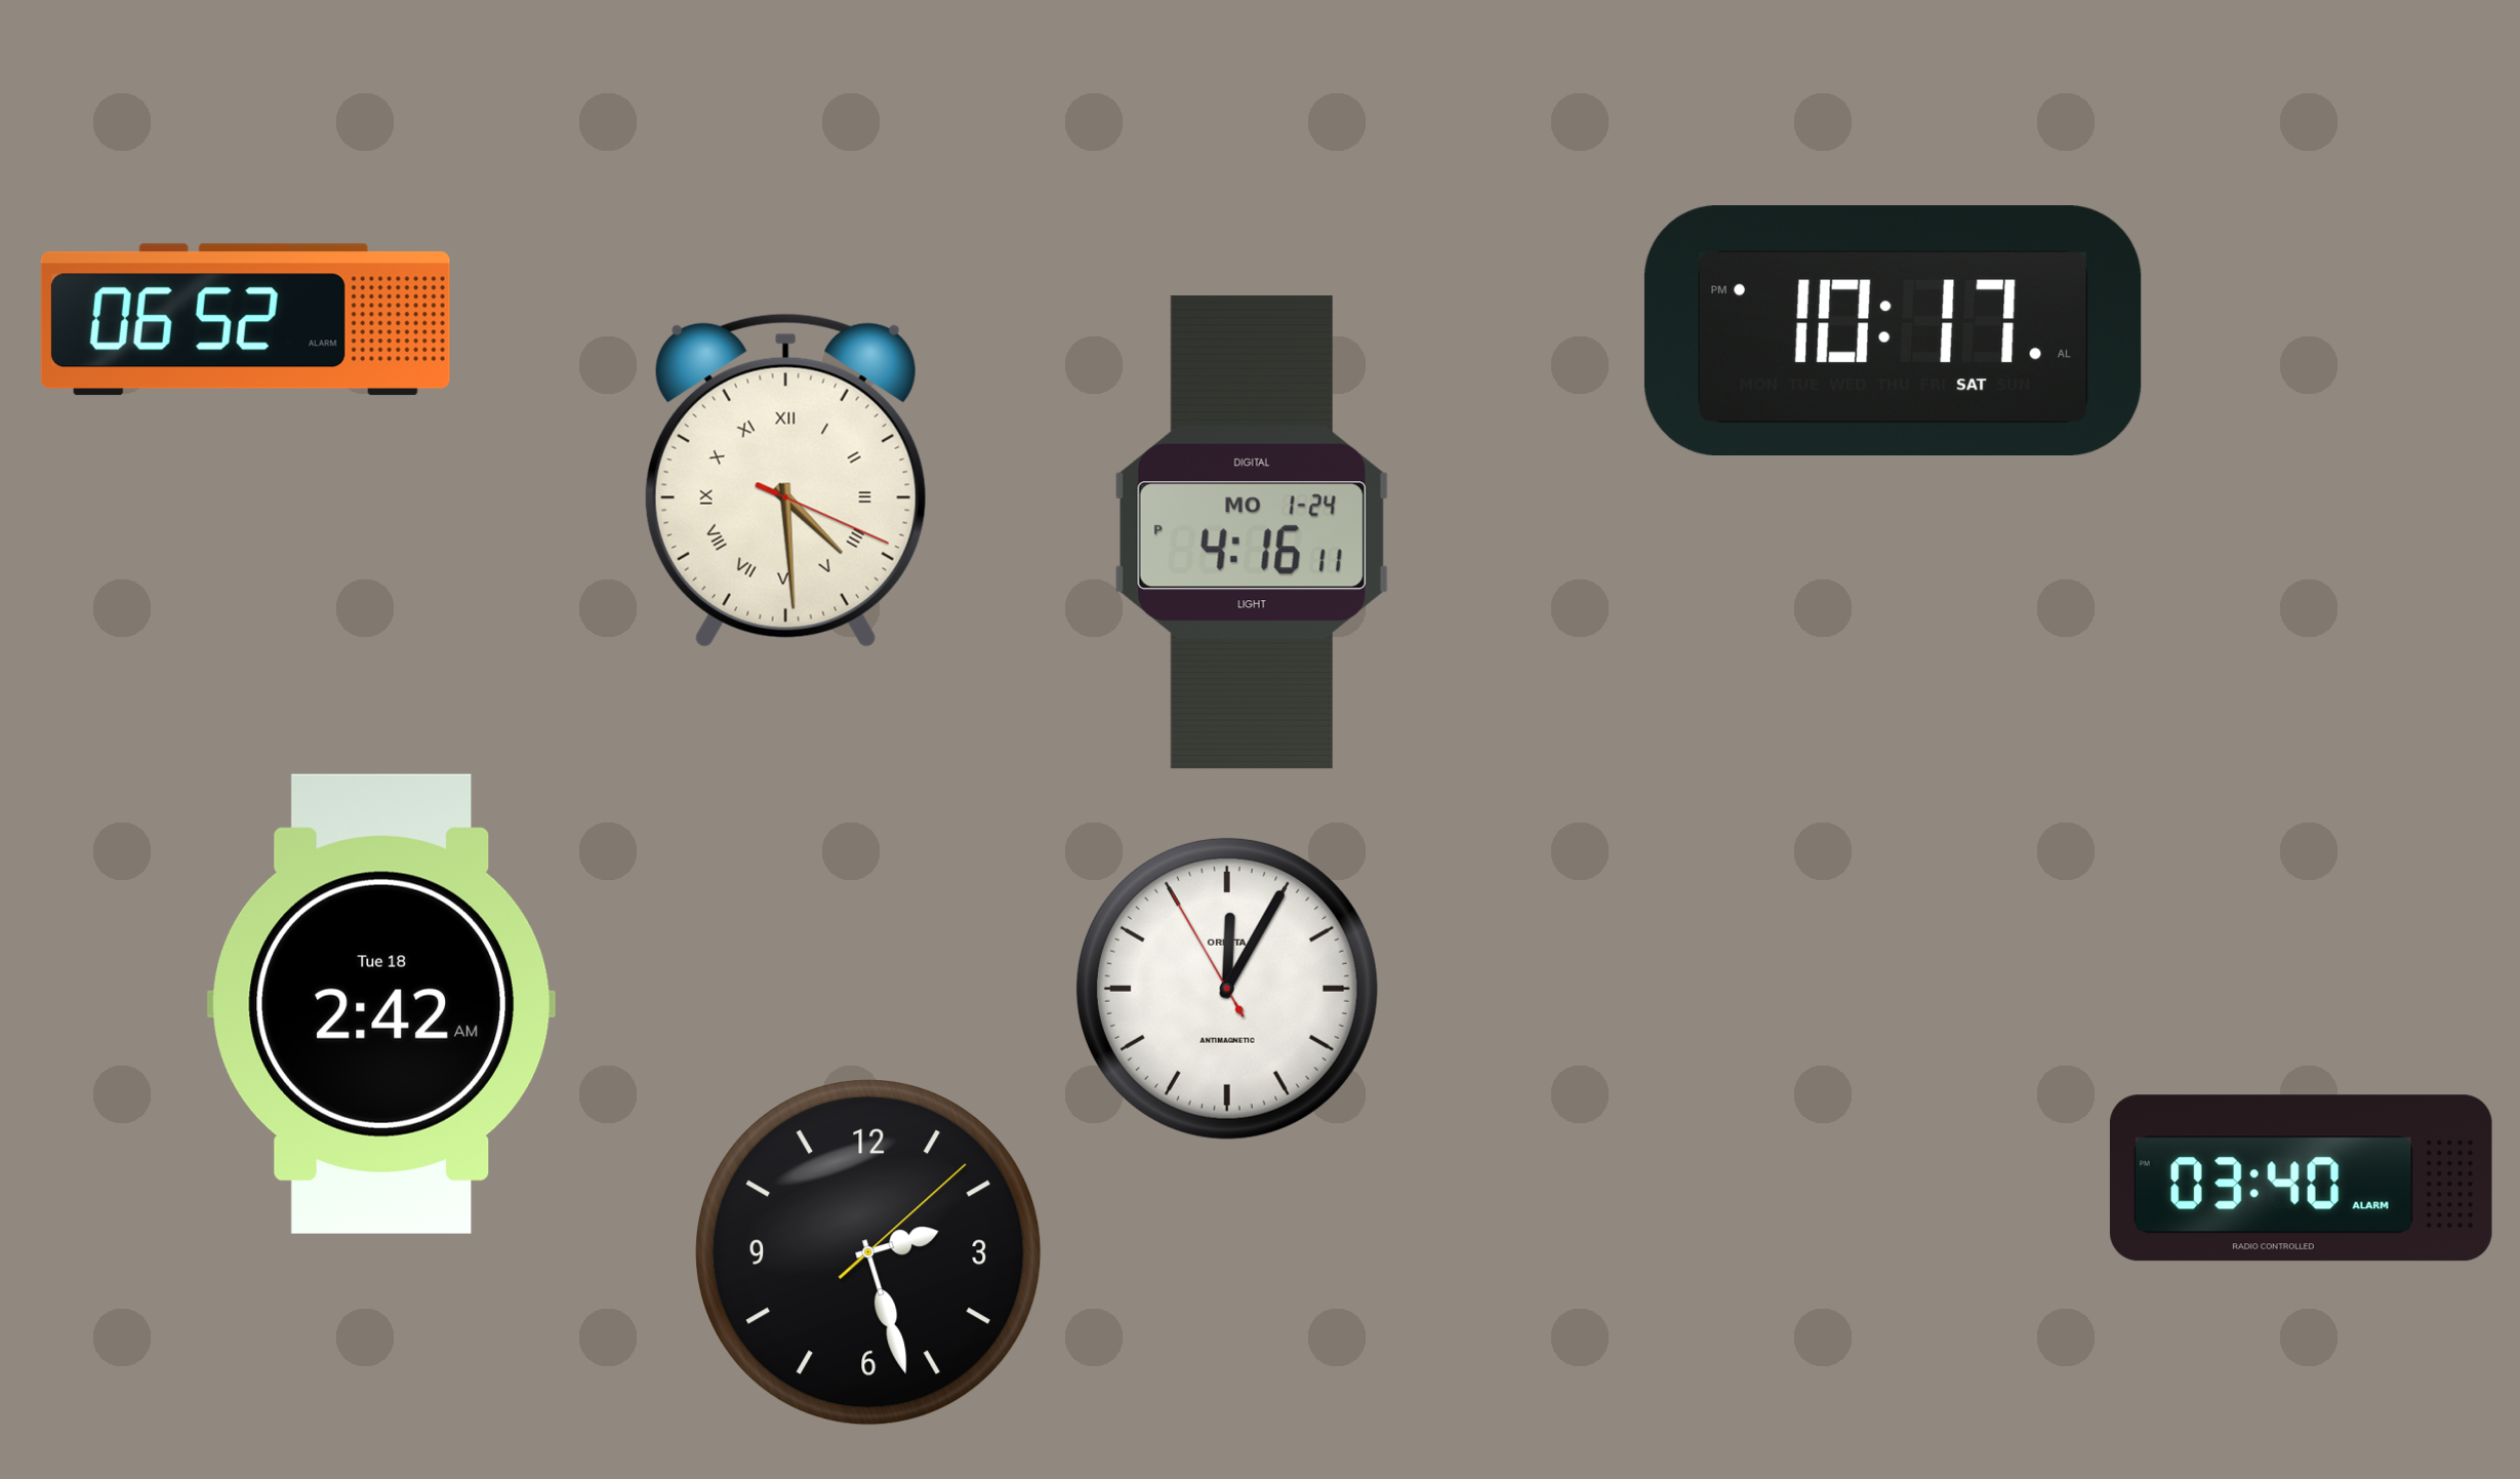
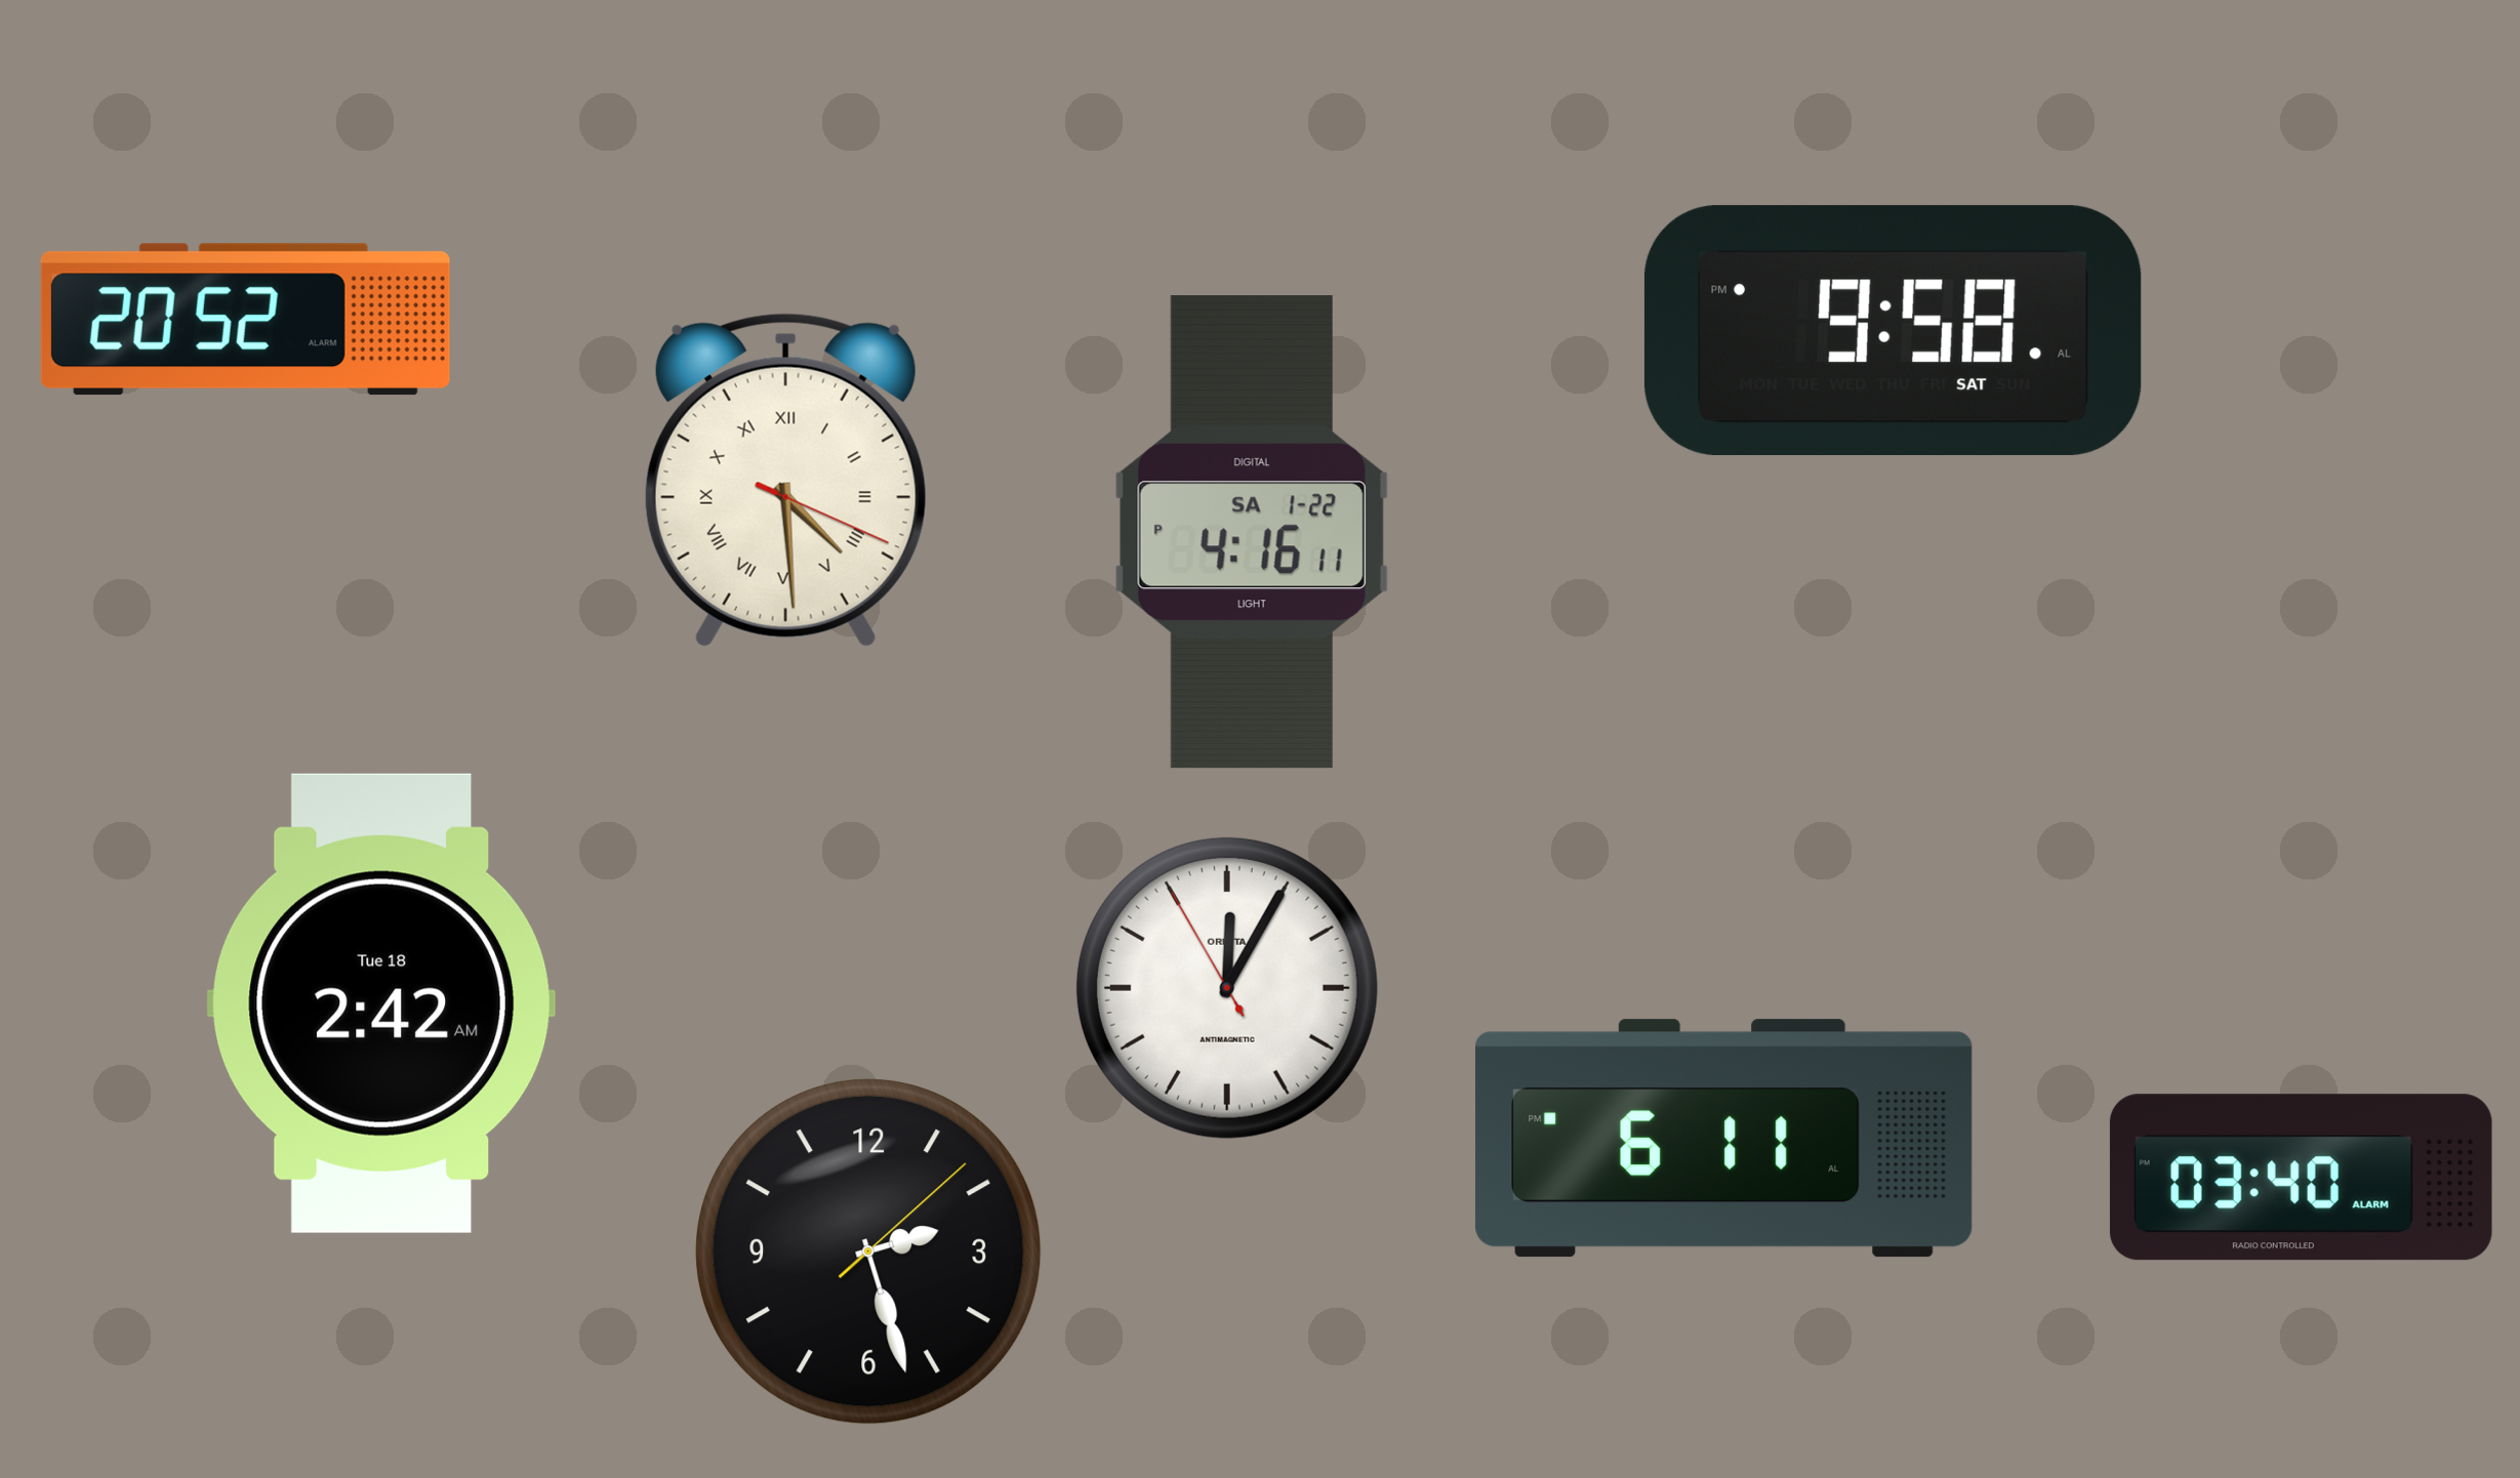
clock at (245, 320): 06:52 -> 20:52
clock at (1893, 331): 10:17 -> 9:58
clock at (1252, 532) date: MO 1-24 -> SA 1-22
clock at (1723, 1139): none -> 6:11
